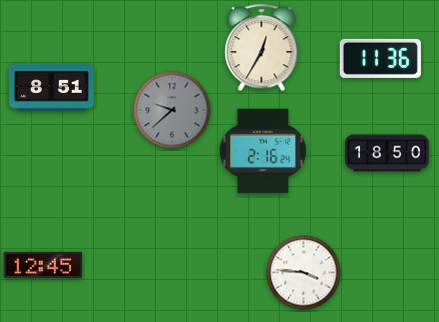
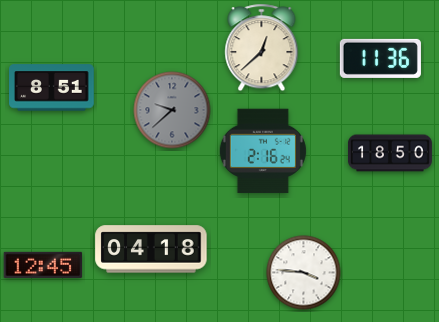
clock at (262, 48): 12:35 -> 12:38
clock at (388, 153) position: (388, 153) -> (391, 153)
clock at (151, 249): none -> 04:18
